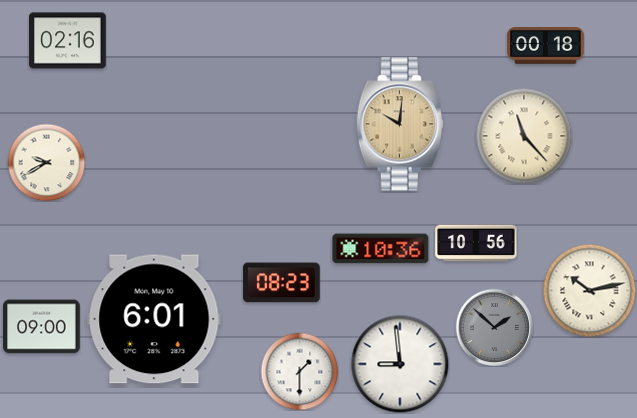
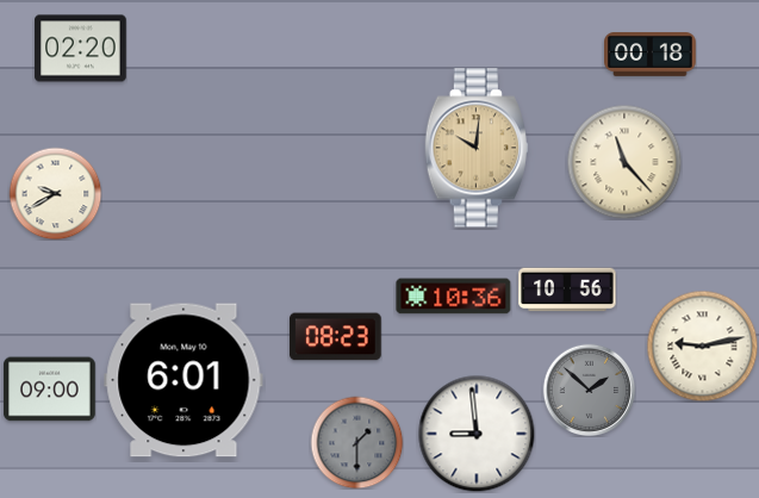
clock at (68, 41): 02:16 -> 02:20
clock at (589, 290): 10:13 -> 9:13
clock at (299, 371) dial: white -> grey
